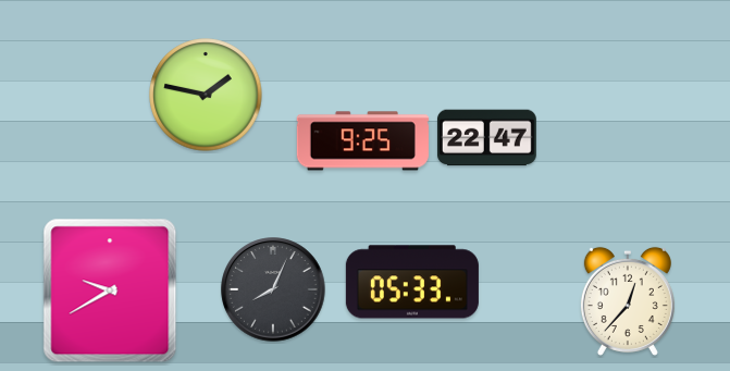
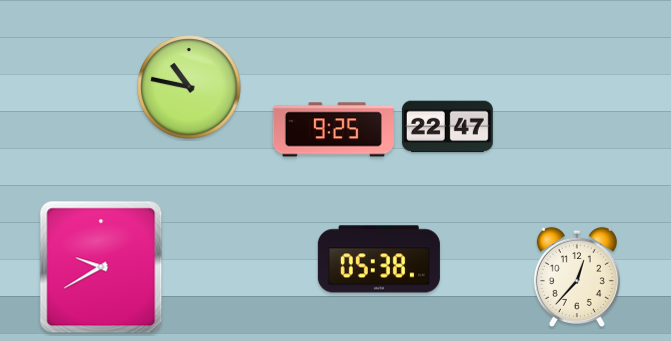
clock at (206, 95): 1:47 -> 10:47
clock at (412, 282): 05:33 -> 05:38
clock at (273, 289): 8:04 -> none
